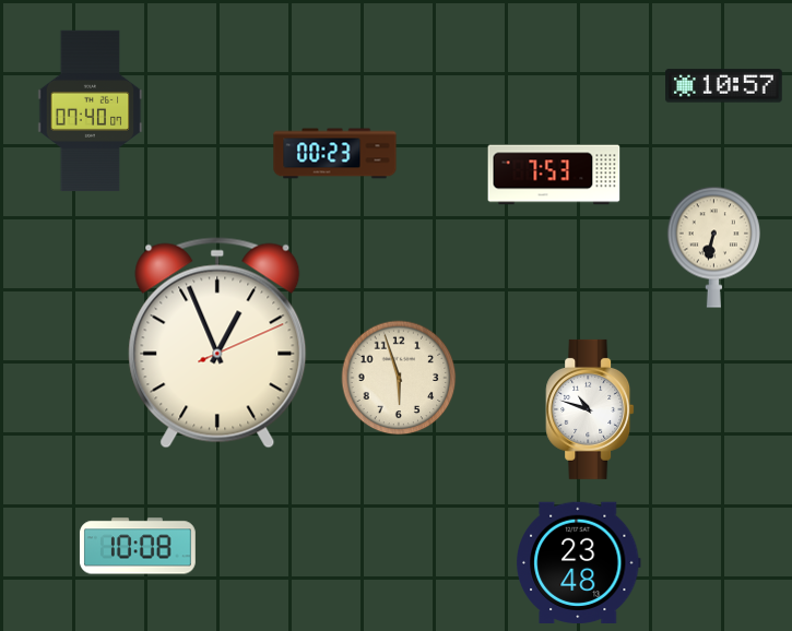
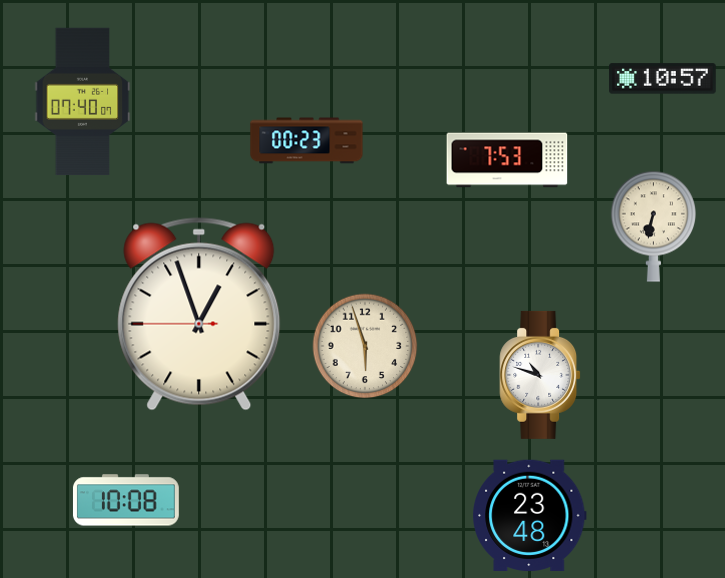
clock at (217, 343): 12:56:11 -> 12:56:45
